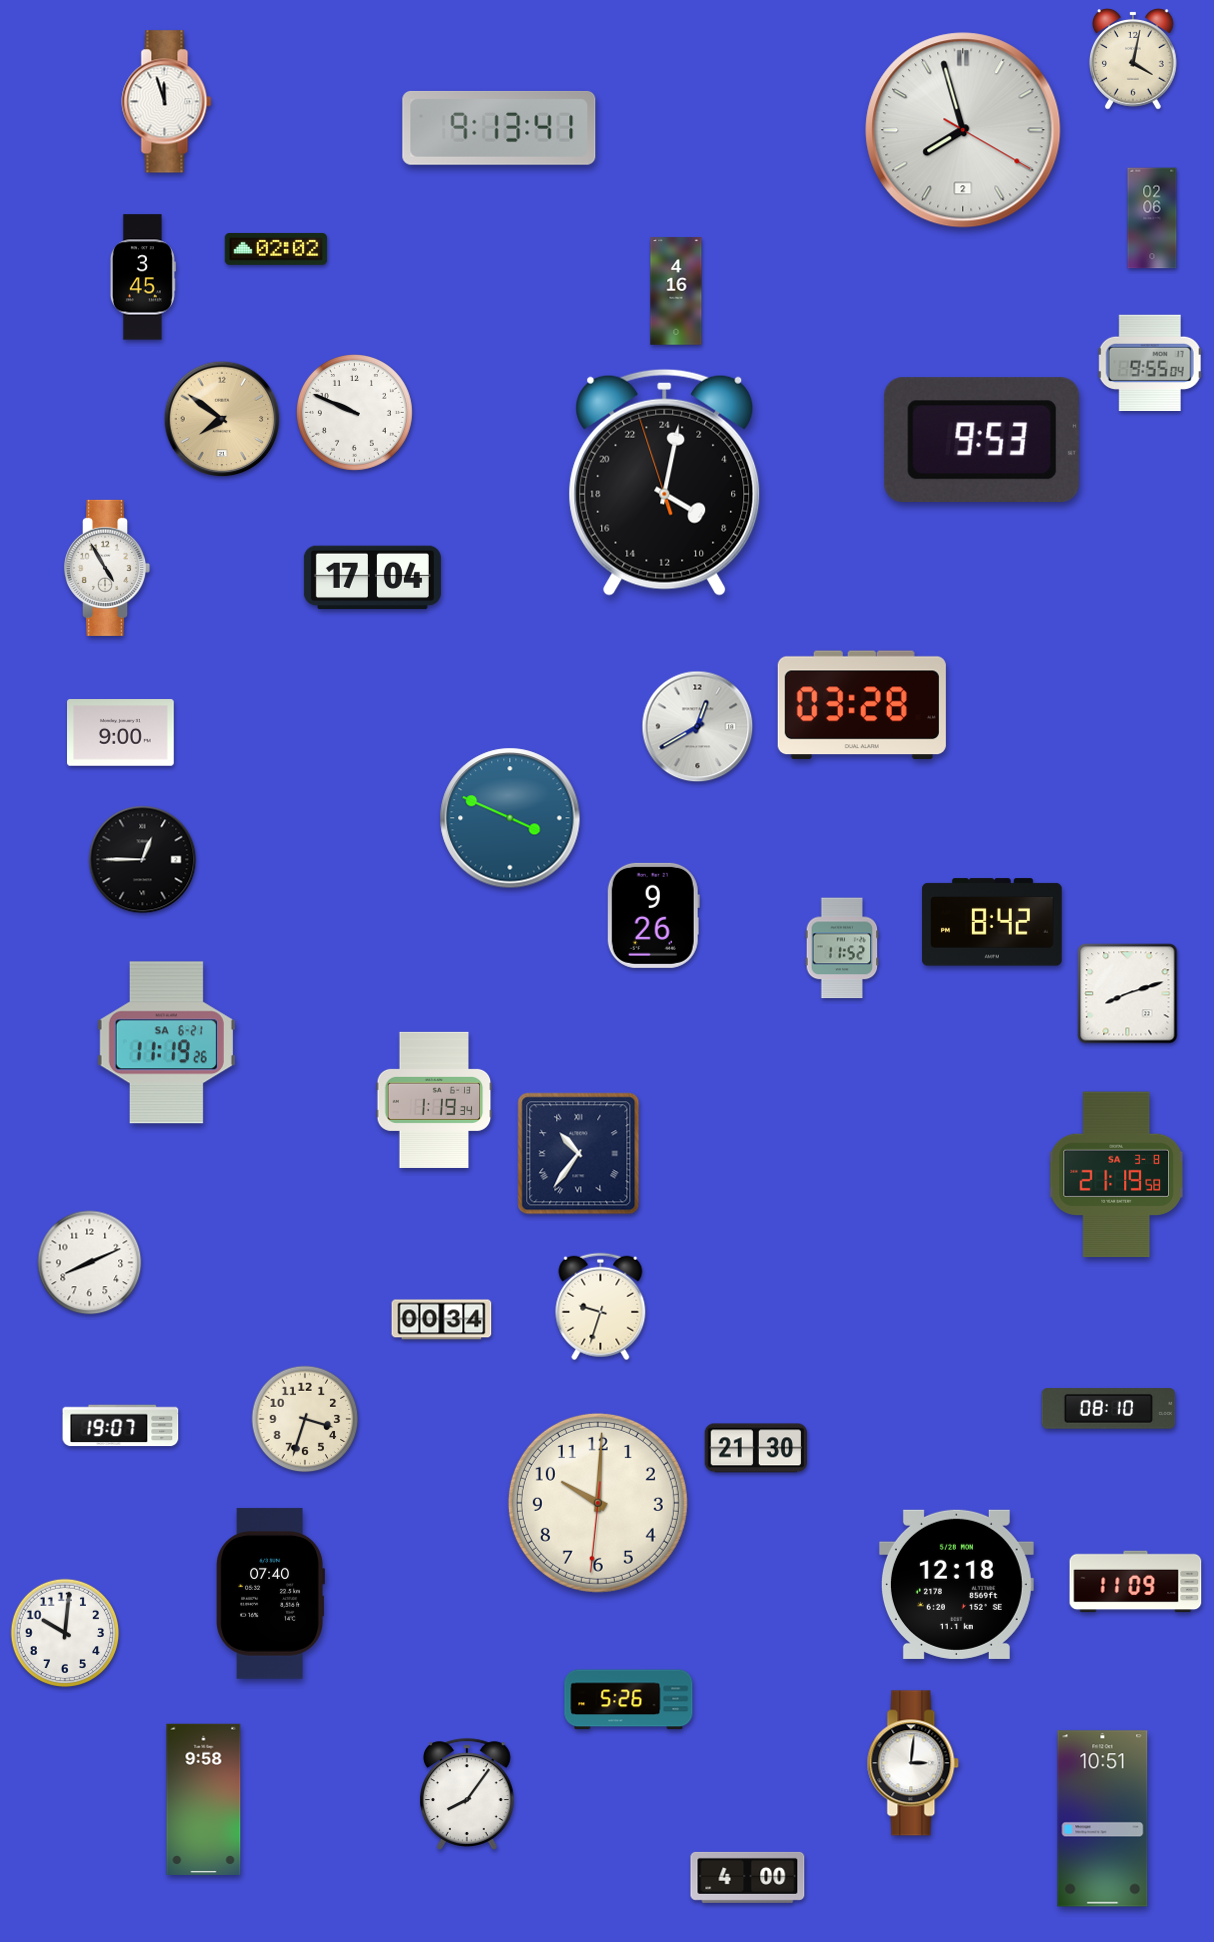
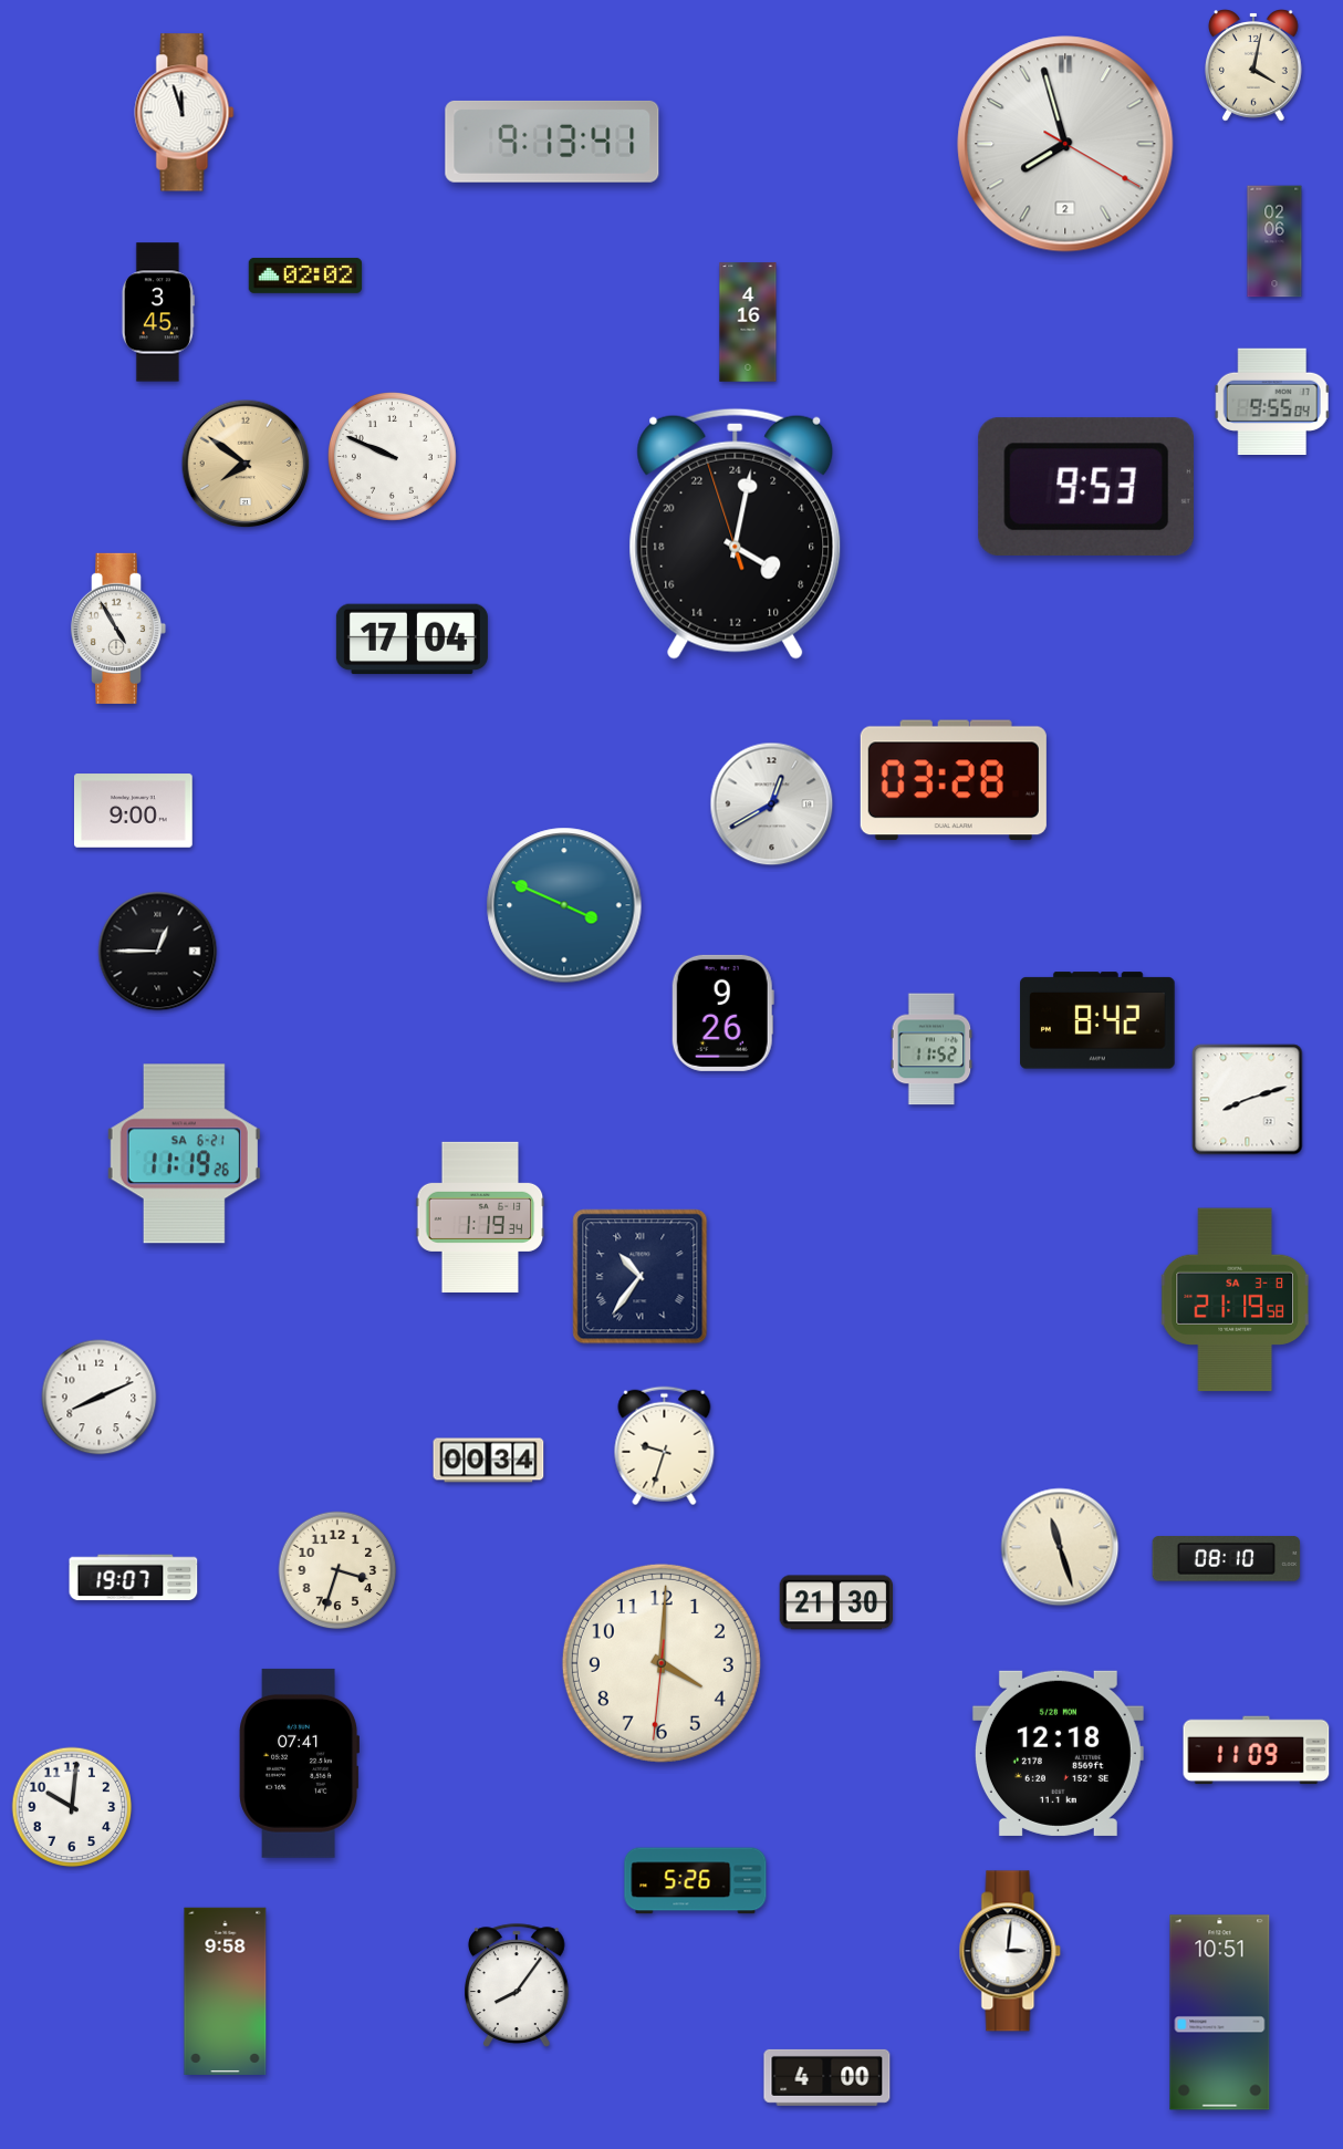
clock at (143, 277) position: (143, 277) -> (158, 312)
clock at (1060, 1547): none -> 11:27
clock at (598, 1503): 10:00 -> 4:00
clock at (270, 1593): 07:40 -> 07:41
